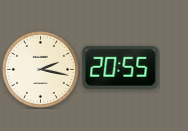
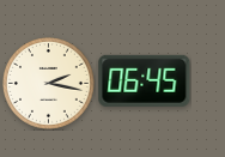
clock at (121, 67): 20:55 -> 06:45
